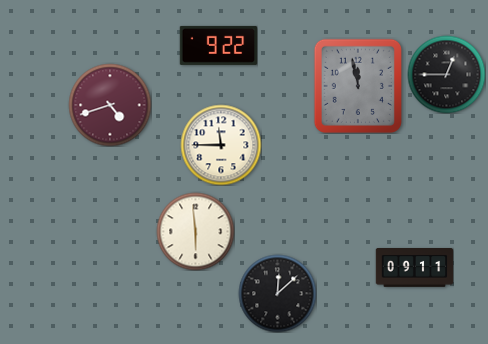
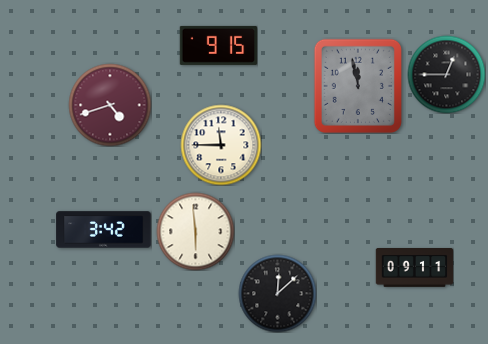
clock at (218, 45): 9:22 -> 9:15
clock at (104, 230): none -> 3:42
